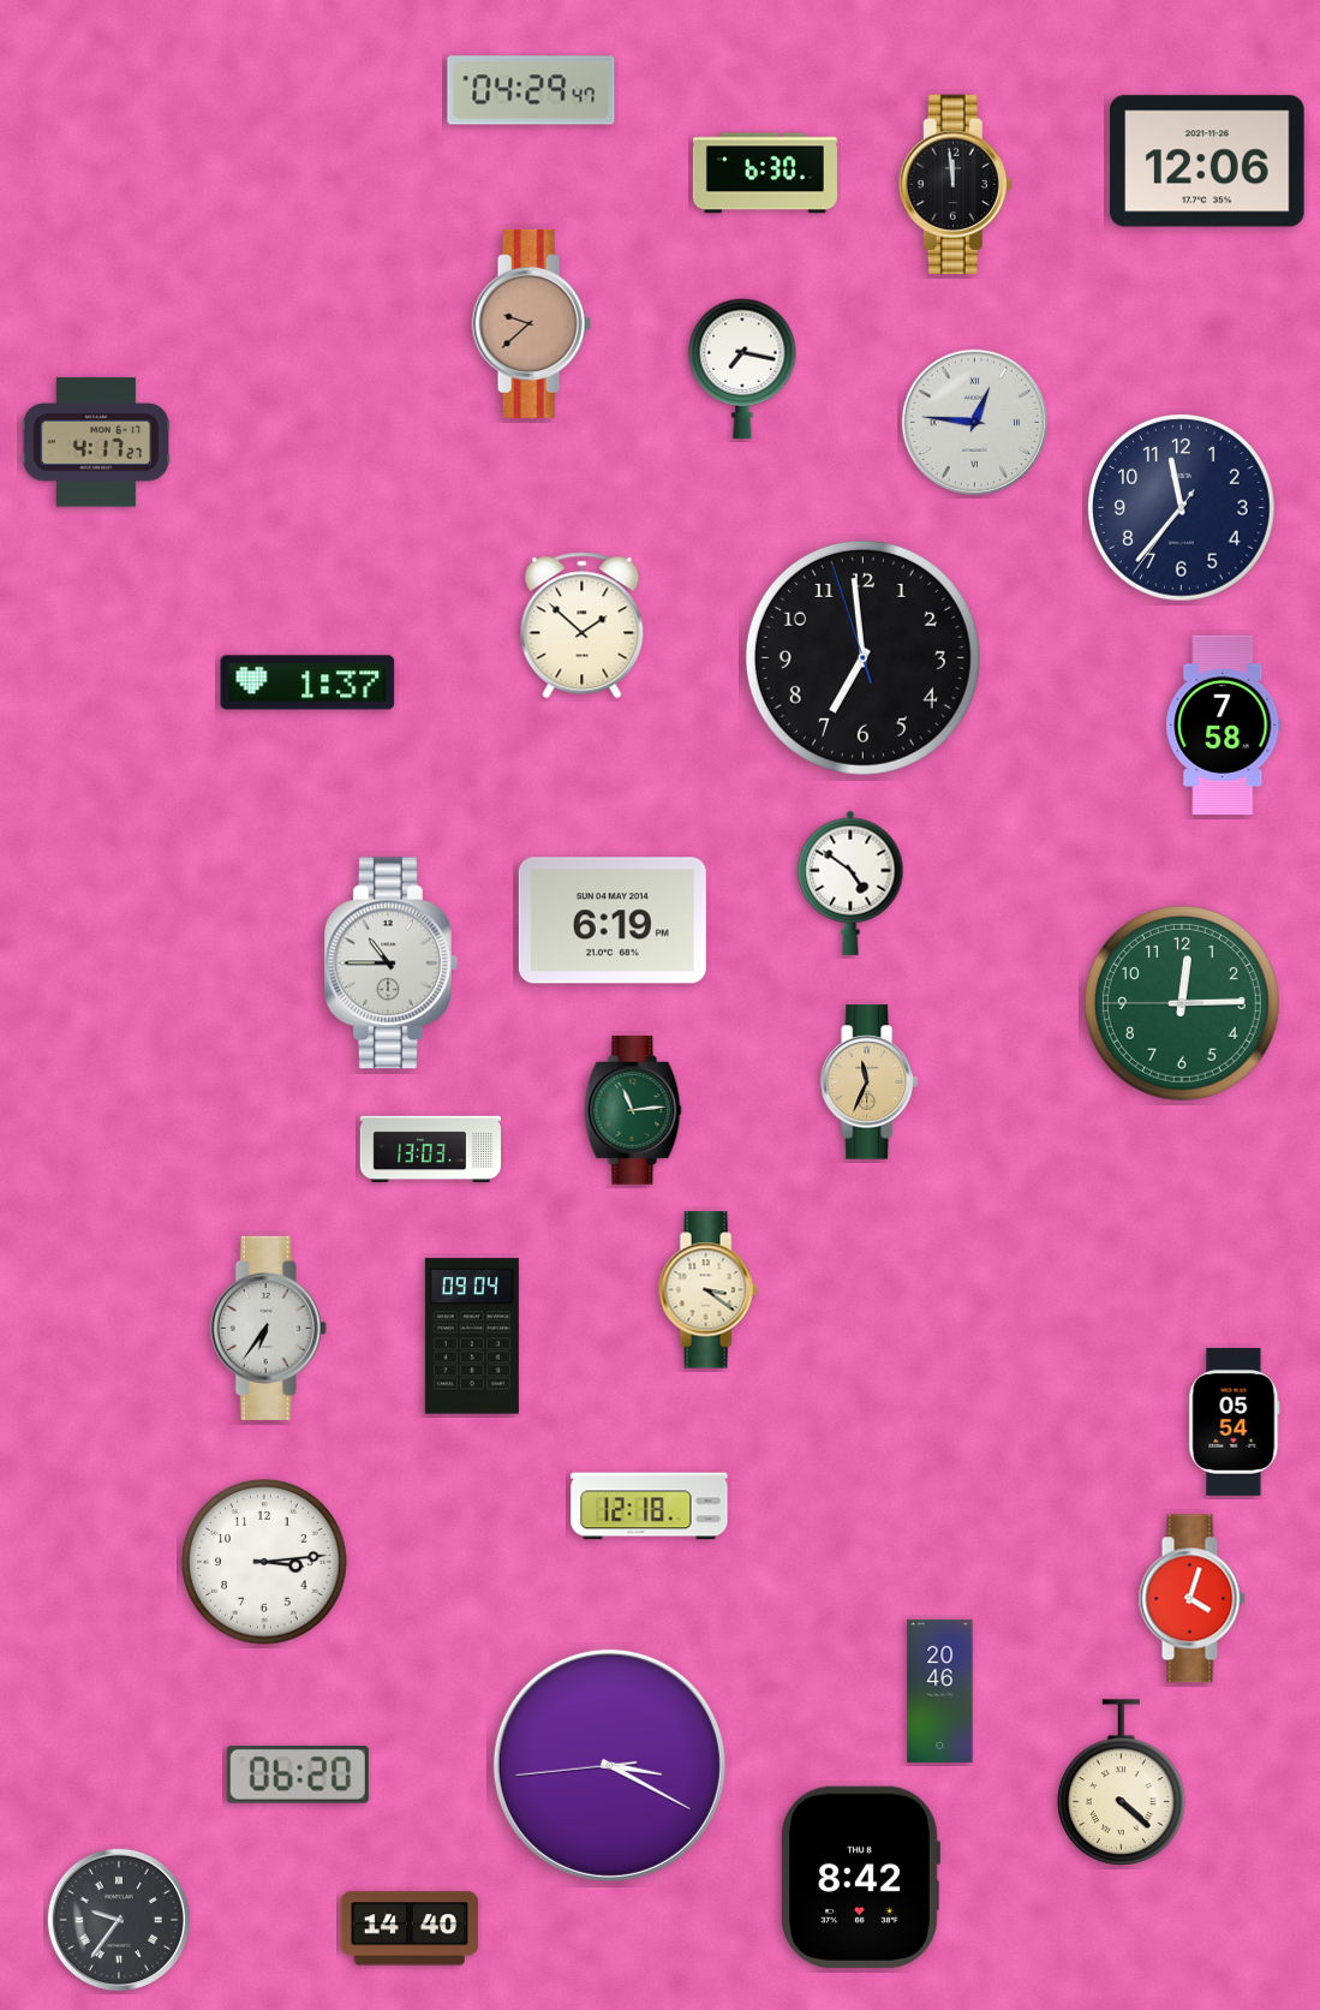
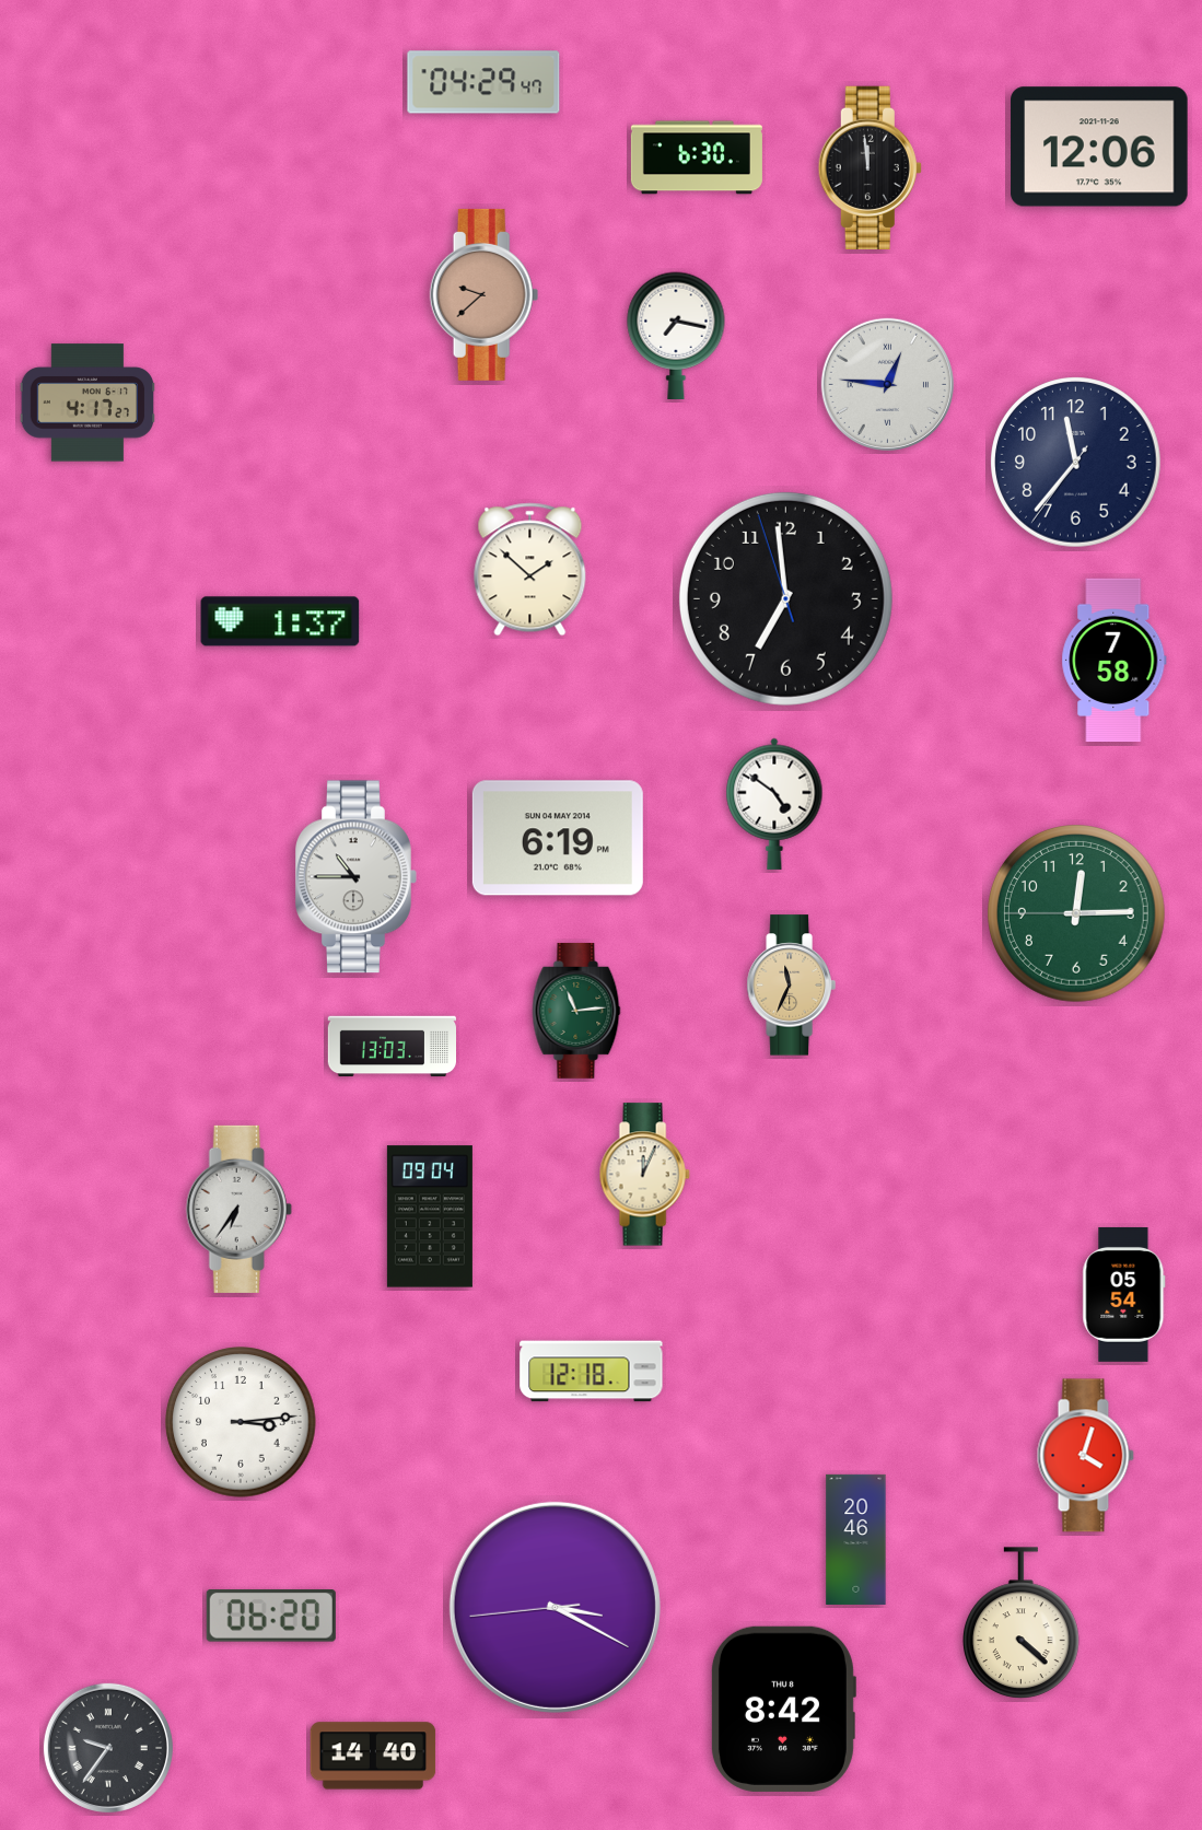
clock at (707, 1290): 3:21 -> 12:04
clock at (268, 1328) position: (268, 1328) -> (238, 1209)
